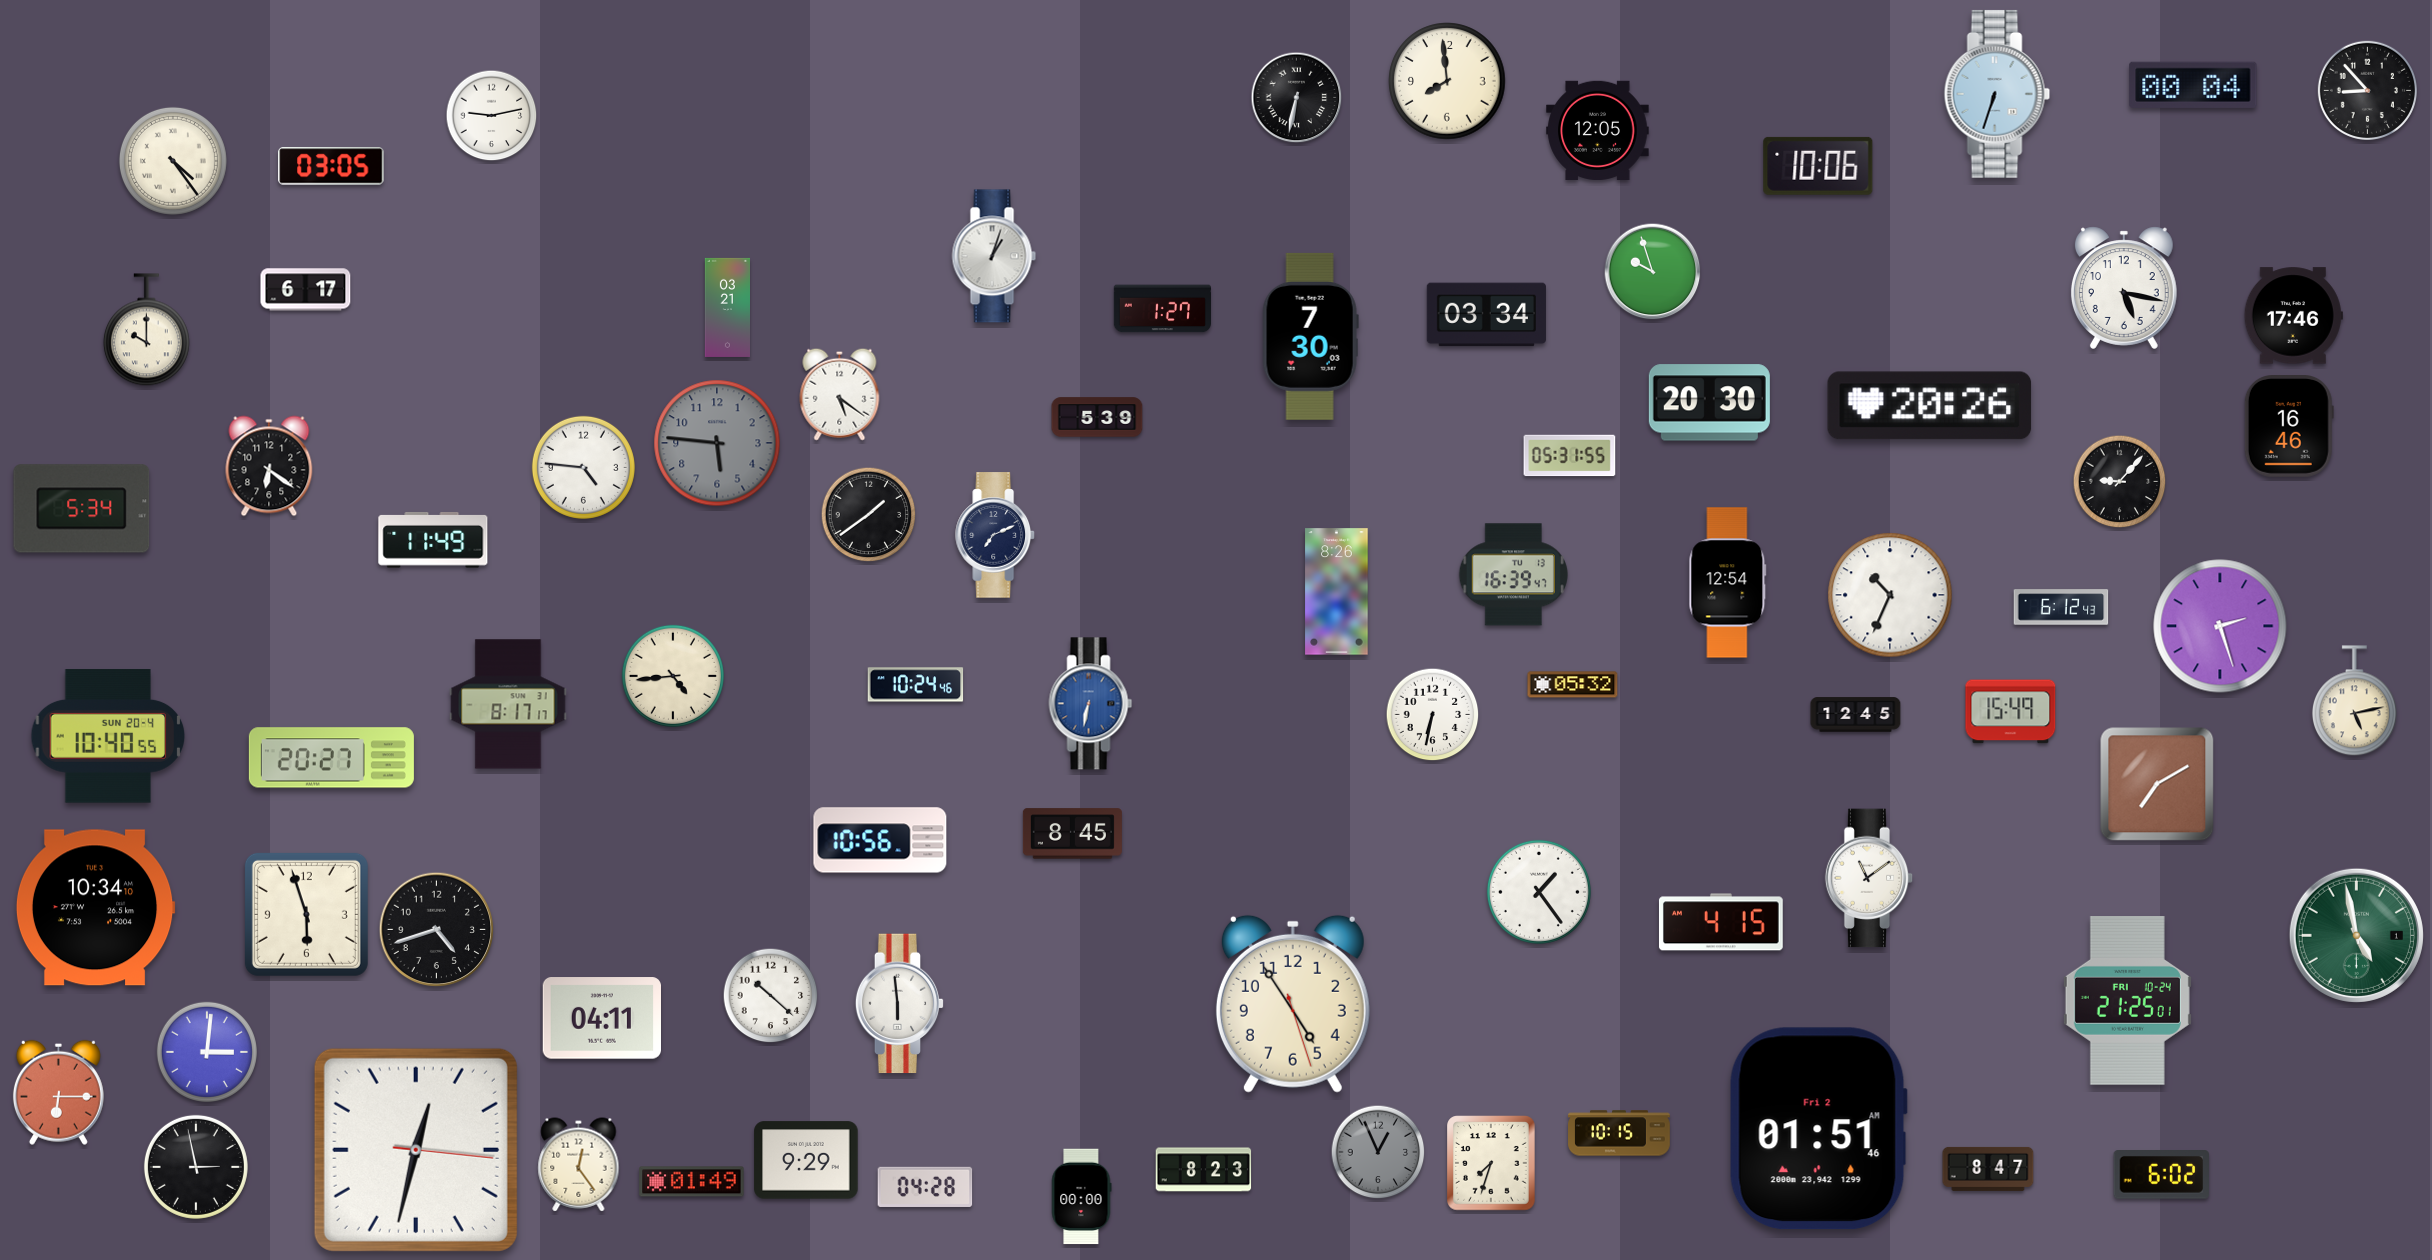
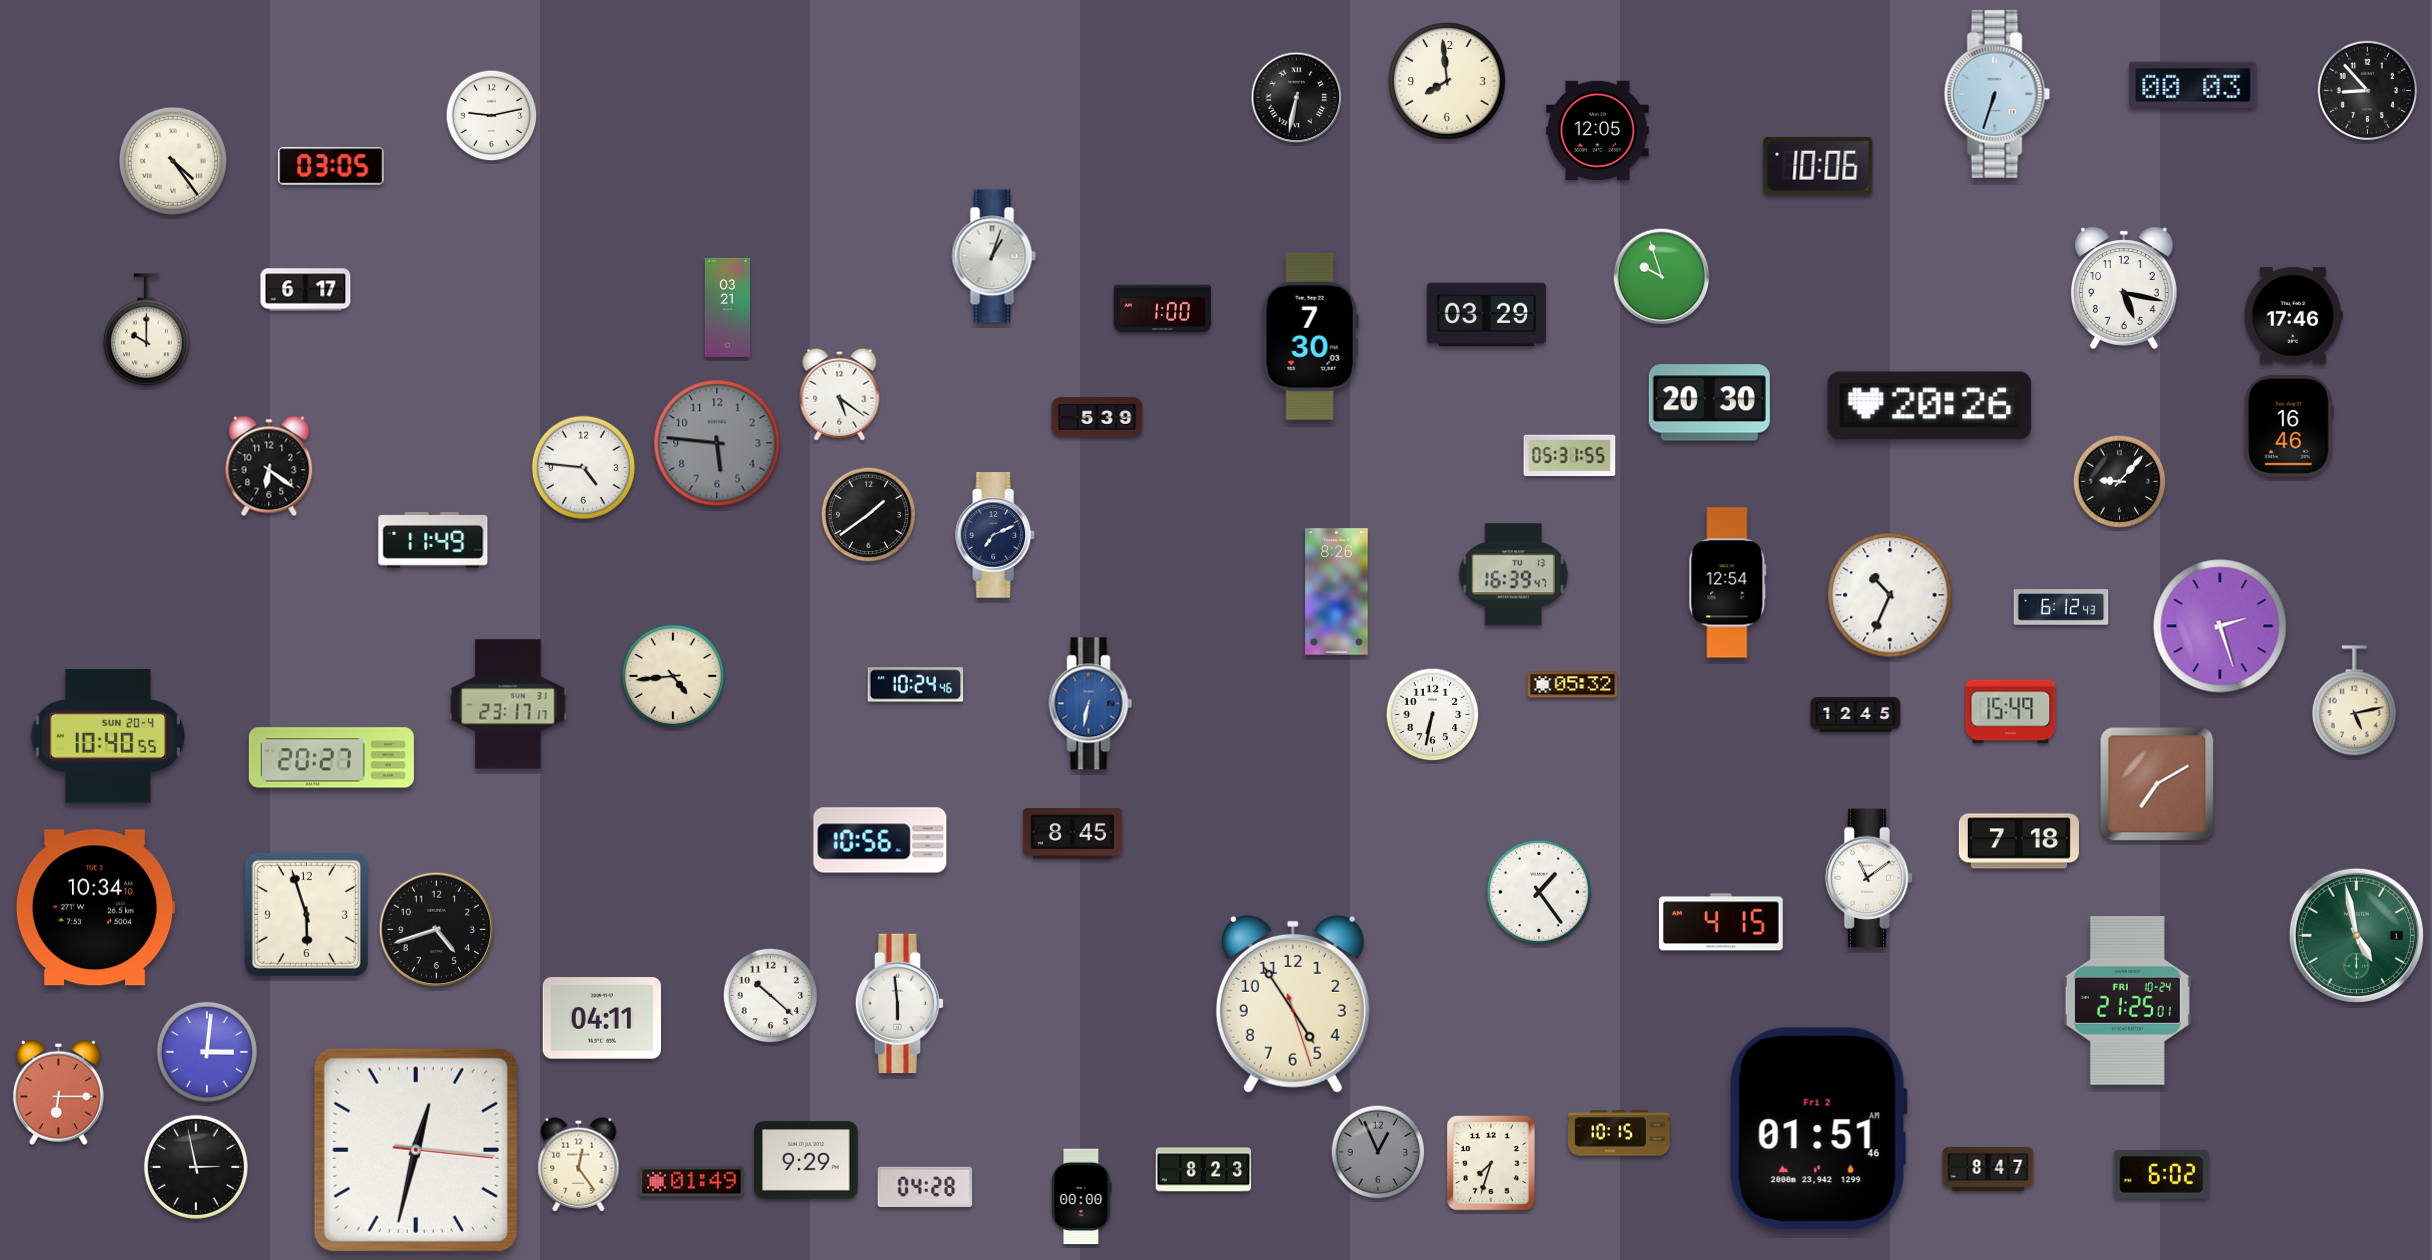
clock at (2193, 85): 00:04 -> 00:03
clock at (1653, 272) position: (1653, 272) -> (1662, 277)
clock at (1162, 309): 1:27 -> 1:00
clock at (1486, 315): 03:34 -> 03:29
clock at (82, 509): 5:34 -> none
clock at (508, 704): 8:17 -> 23:17
clock at (2019, 841): none -> 7:18
